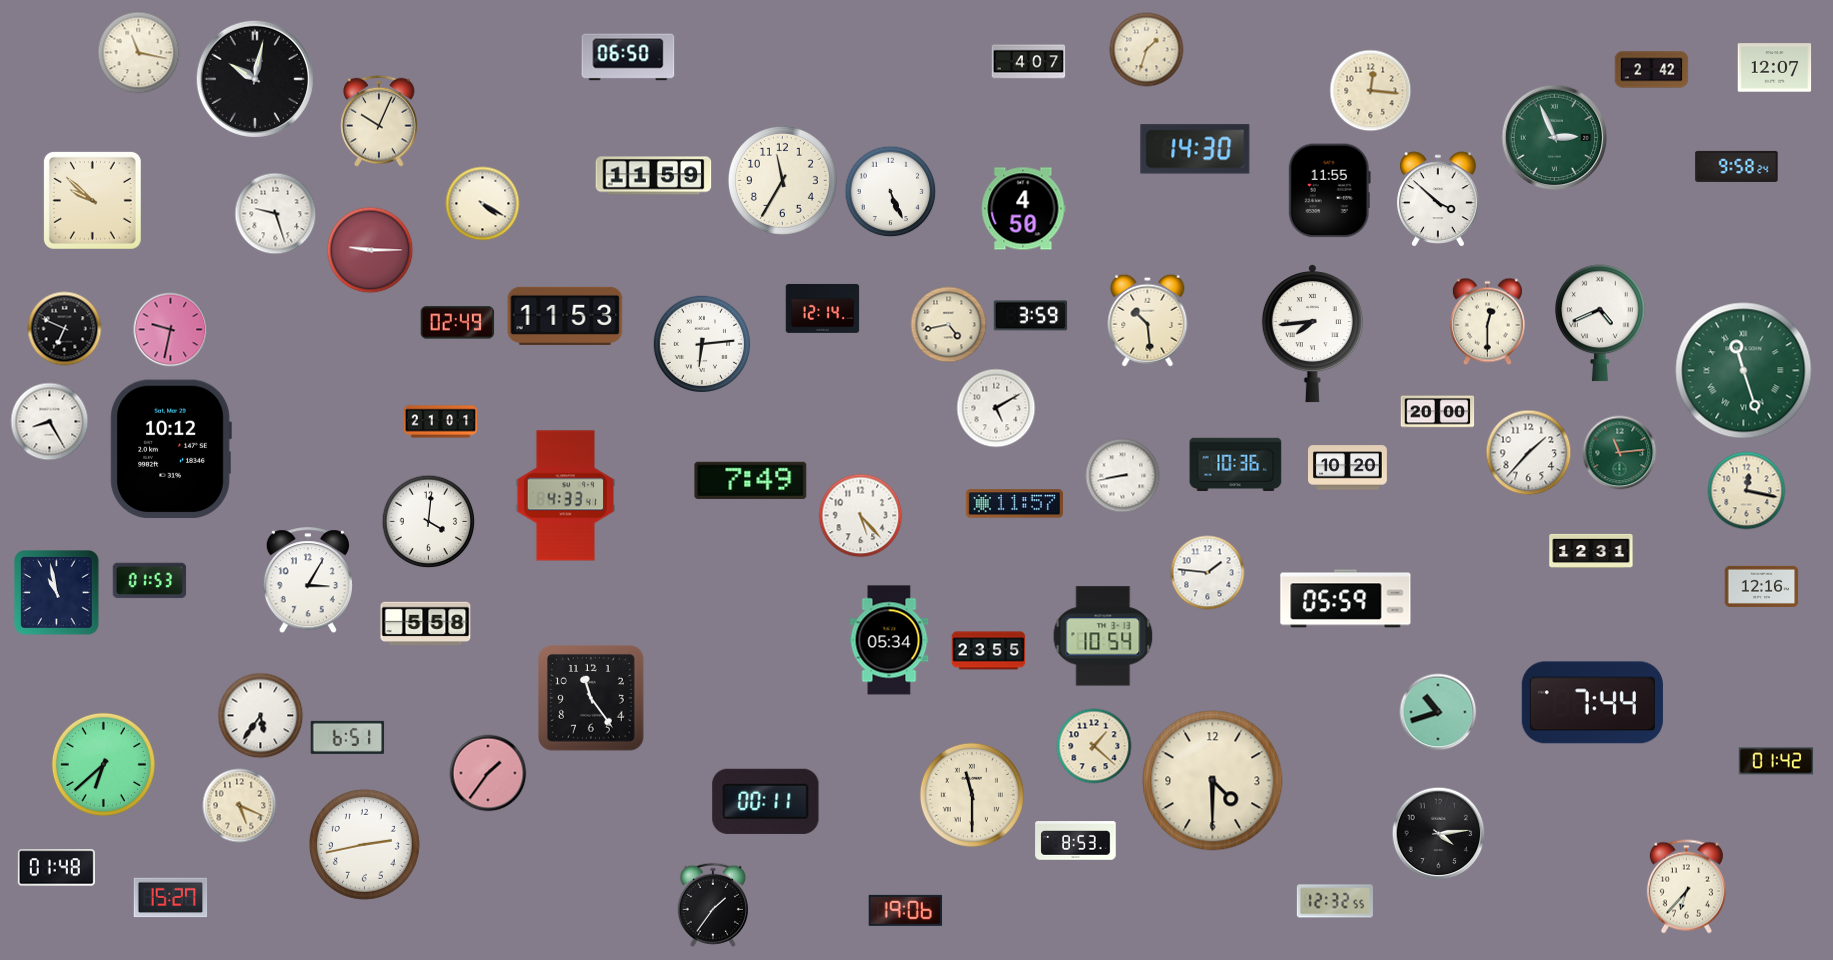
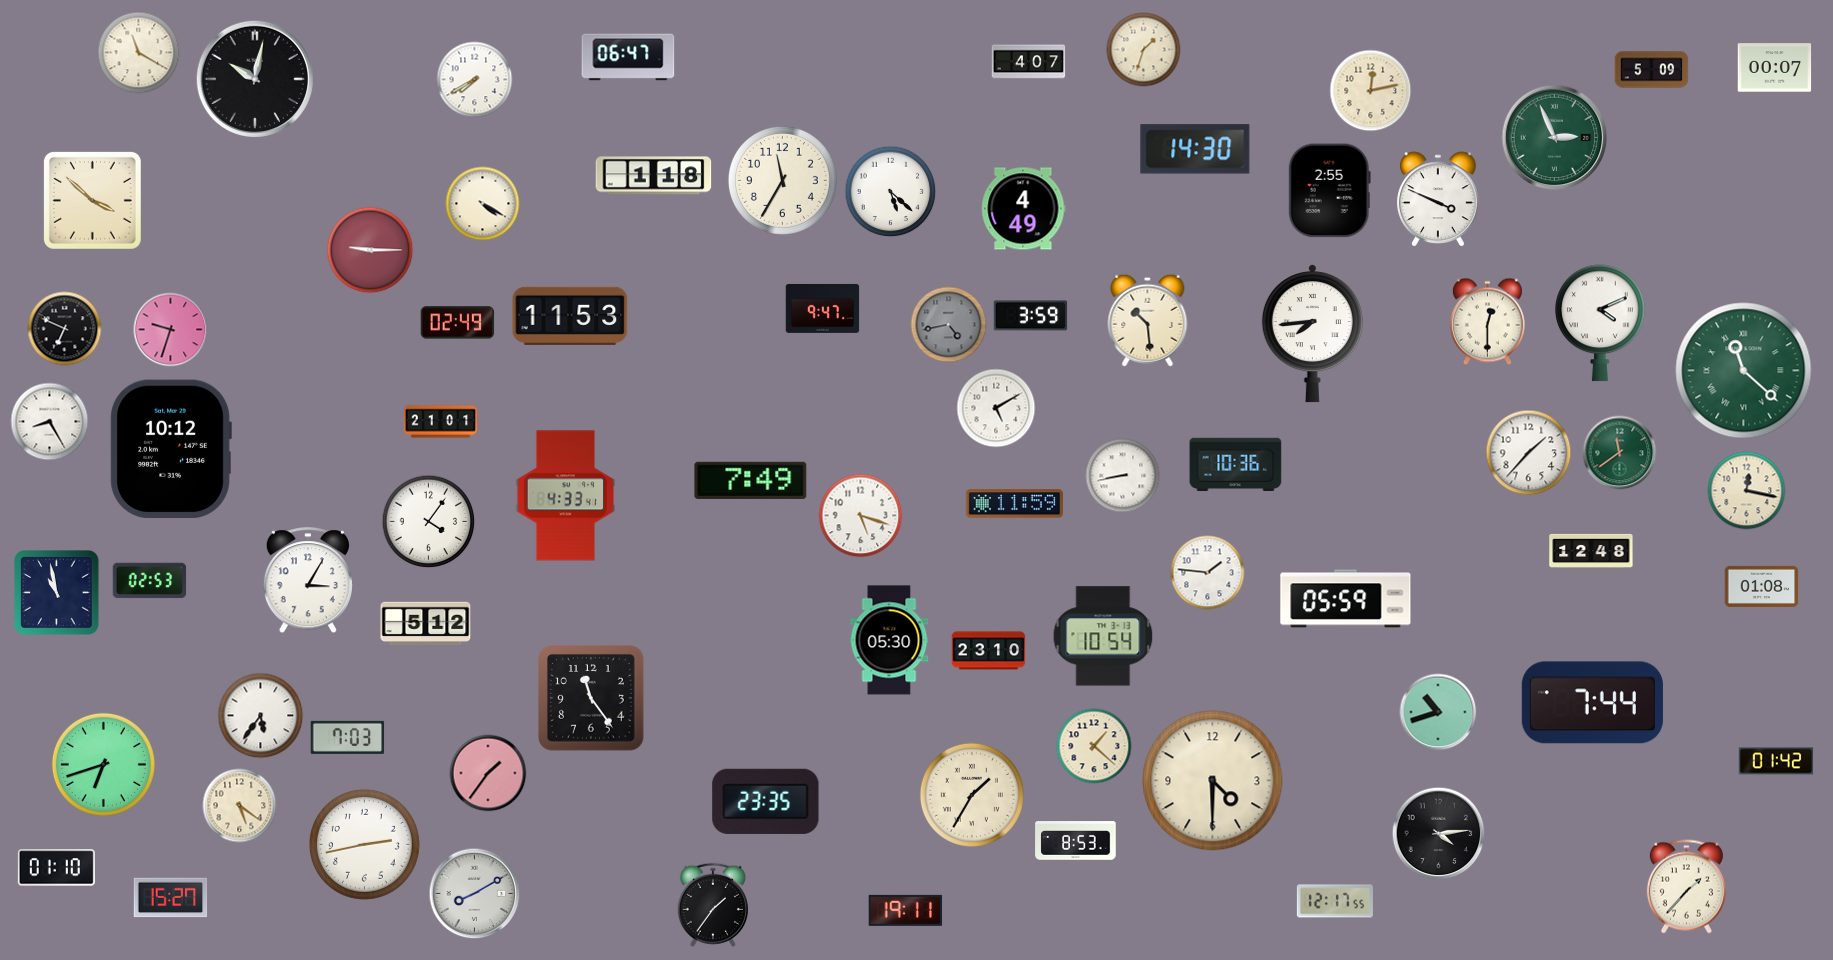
clock at (1147, 50) position: (1147, 50) -> (1144, 50)
clock at (139, 53): 11:17 -> 11:20
clock at (628, 57): 06:50 -> 06:47
clock at (1775, 68): 12:07 -> 00:07
clock at (1652, 70): 2:42 -> 5:09
clock at (475, 80): none -> 7:40
clock at (1371, 91): 12:16 -> 12:13
clock at (379, 121): 10:04 -> none
clock at (1737, 166): 9:58 -> none
clock at (654, 176): 11:59 -> 1:18
clock at (1329, 191): 11:55 -> 2:55
clock at (891, 192): 5:26 -> 5:22
clock at (1439, 199): 3:52 -> 3:49
clock at (92, 200): 9:52 -> 3:52
clock at (1024, 209): 4:50 -> 4:49
clock at (276, 214): 9:27 -> none
clock at (823, 308): 12:14 -> 9:47
clock at (565, 316) position: (565, 316) -> (570, 316)
clock at (1601, 323): 4:41 -> 4:11
clock at (949, 325) dial: cream -> grey
clock at (171, 330): 9:32 -> 9:33
clock at (701, 343): 6:14 -> none
clock at (1744, 371): 11:27 -> 11:22
clock at (1438, 412): 20:00 -> none
clock at (1620, 453): 11:14 -> 11:39
clock at (1348, 468): 10:20 -> none
clock at (1014, 504): 11:57 -> 11:59
clock at (861, 516): 5:23 -> 5:18
clock at (429, 522): 4:01 -> 4:06
clock at (1591, 551): 12:31 -> 12:48
clock at (150, 581): 01:53 -> 02:53
clock at (1762, 586): 12:16 -> 01:08
clock at (426, 624): 5:58 -> 5:12
clock at (889, 640): 05:34 -> 05:30
clock at (989, 651): 23:55 -> 23:10
clock at (348, 737): 6:51 -> 7:03
clock at (103, 764): 6:38 -> 6:42
clock at (972, 795): 11:30 -> 1:35
clock at (766, 801): 00:11 -> 23:35
clock at (240, 806): 5:19 -> 5:21
clock at (56, 868): 01:48 -> 01:10
clock at (1686, 887): 6:37 -> 1:37
clock at (475, 894): none -> 8:10
clock at (1335, 901): 12:32 -> 12:17
clock at (906, 910): 19:06 -> 19:11
